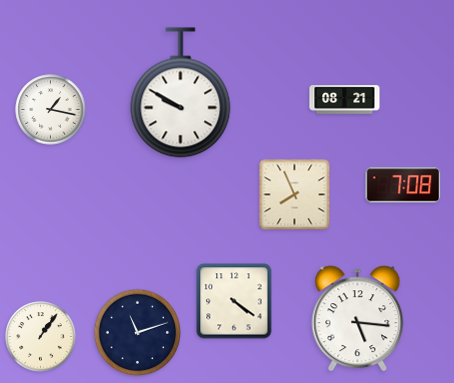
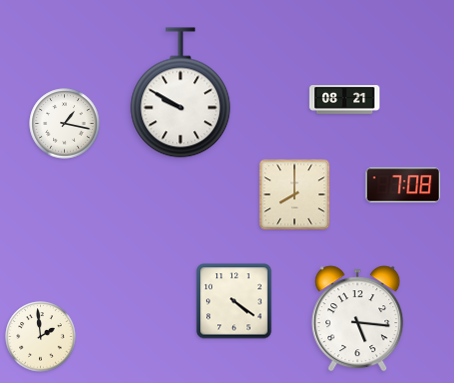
clock at (51, 110) position: (51, 110) -> (65, 124)
clock at (295, 195): 7:56 -> 8:00
clock at (138, 333): 11:12 -> none
clock at (41, 337): 1:06 -> 1:59
